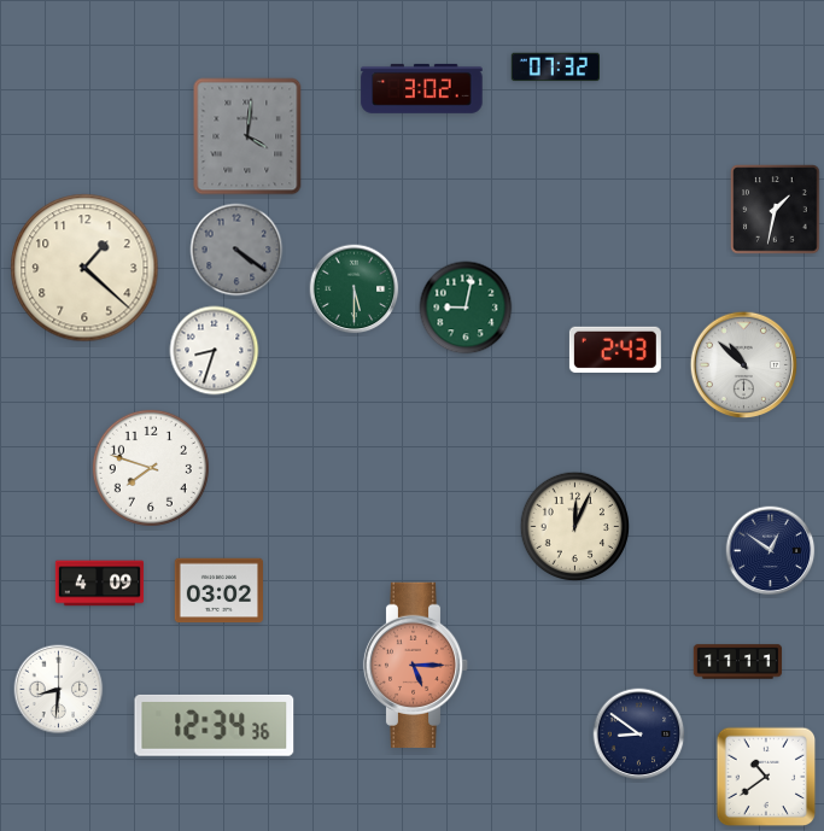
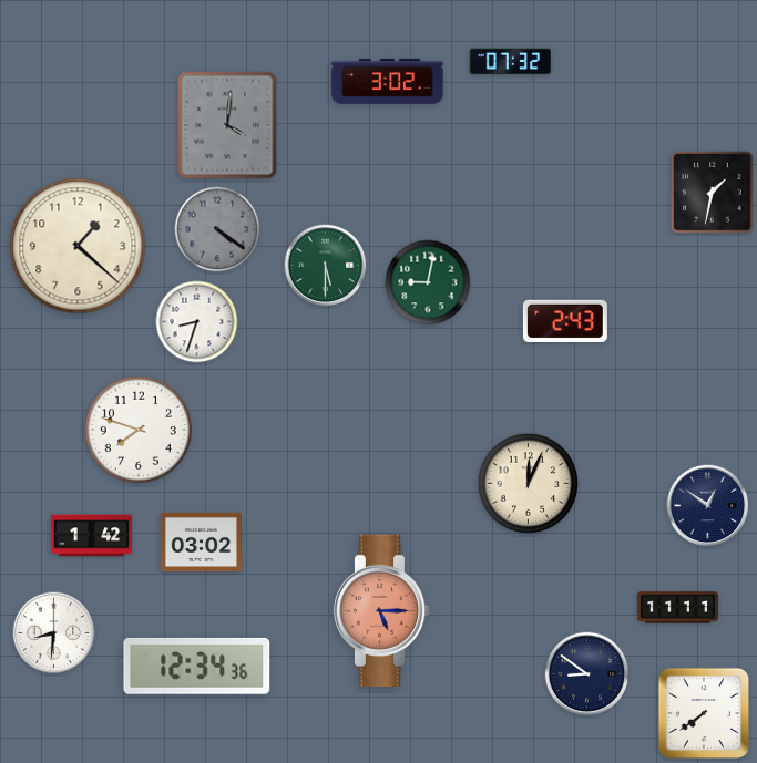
clock at (744, 365): 10:52 -> none
clock at (100, 584): 4:09 -> 1:42
clock at (766, 777): 10:39 -> 7:39
